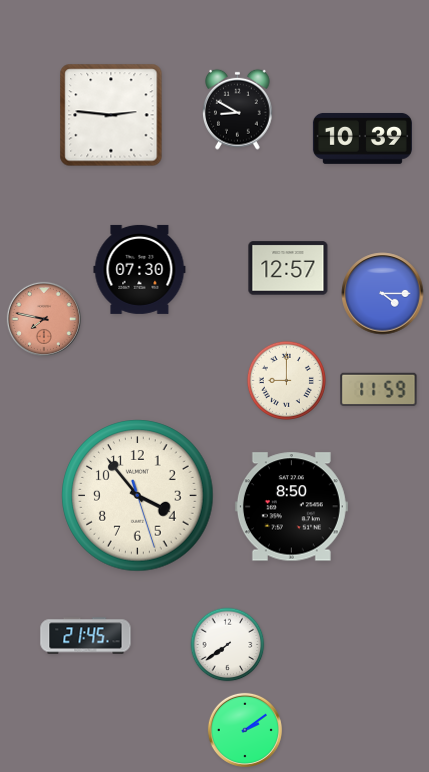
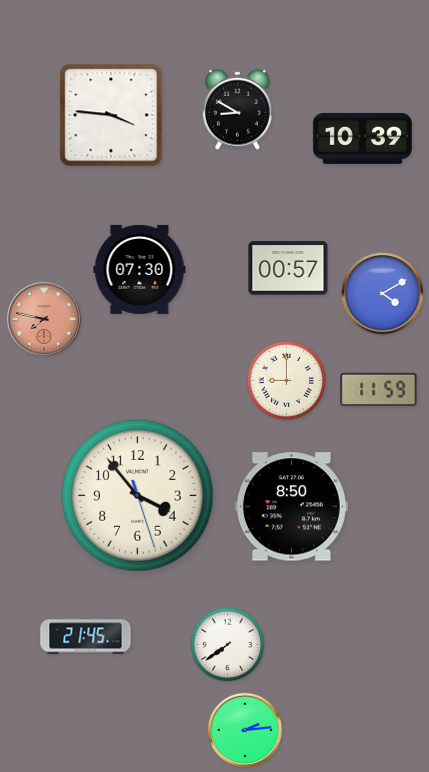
clock at (111, 115): 2:46 -> 3:46
clock at (288, 268): 12:57 -> 00:57
clock at (383, 294): 4:15 -> 4:10
clock at (245, 730): 2:09 -> 2:14
